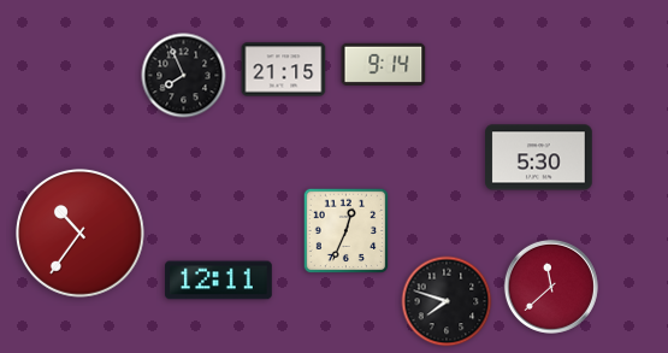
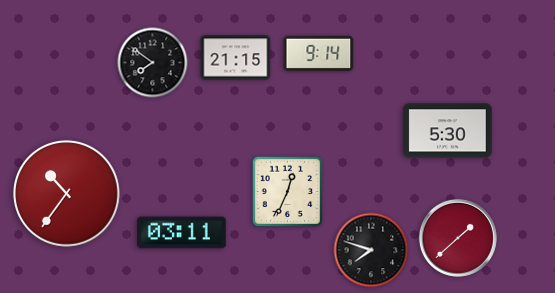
clock at (184, 76): 7:56 -> 7:51
clock at (219, 281): 12:11 -> 03:11
clock at (551, 287): 11:38 -> 1:38
